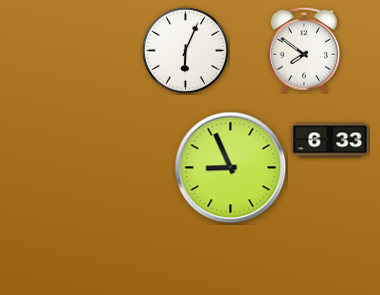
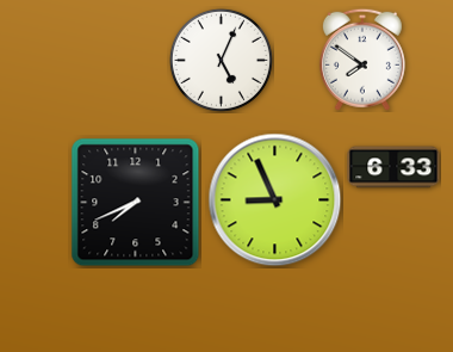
clock at (185, 50): 6:04 -> 5:04
clock at (136, 203): none -> 7:41
